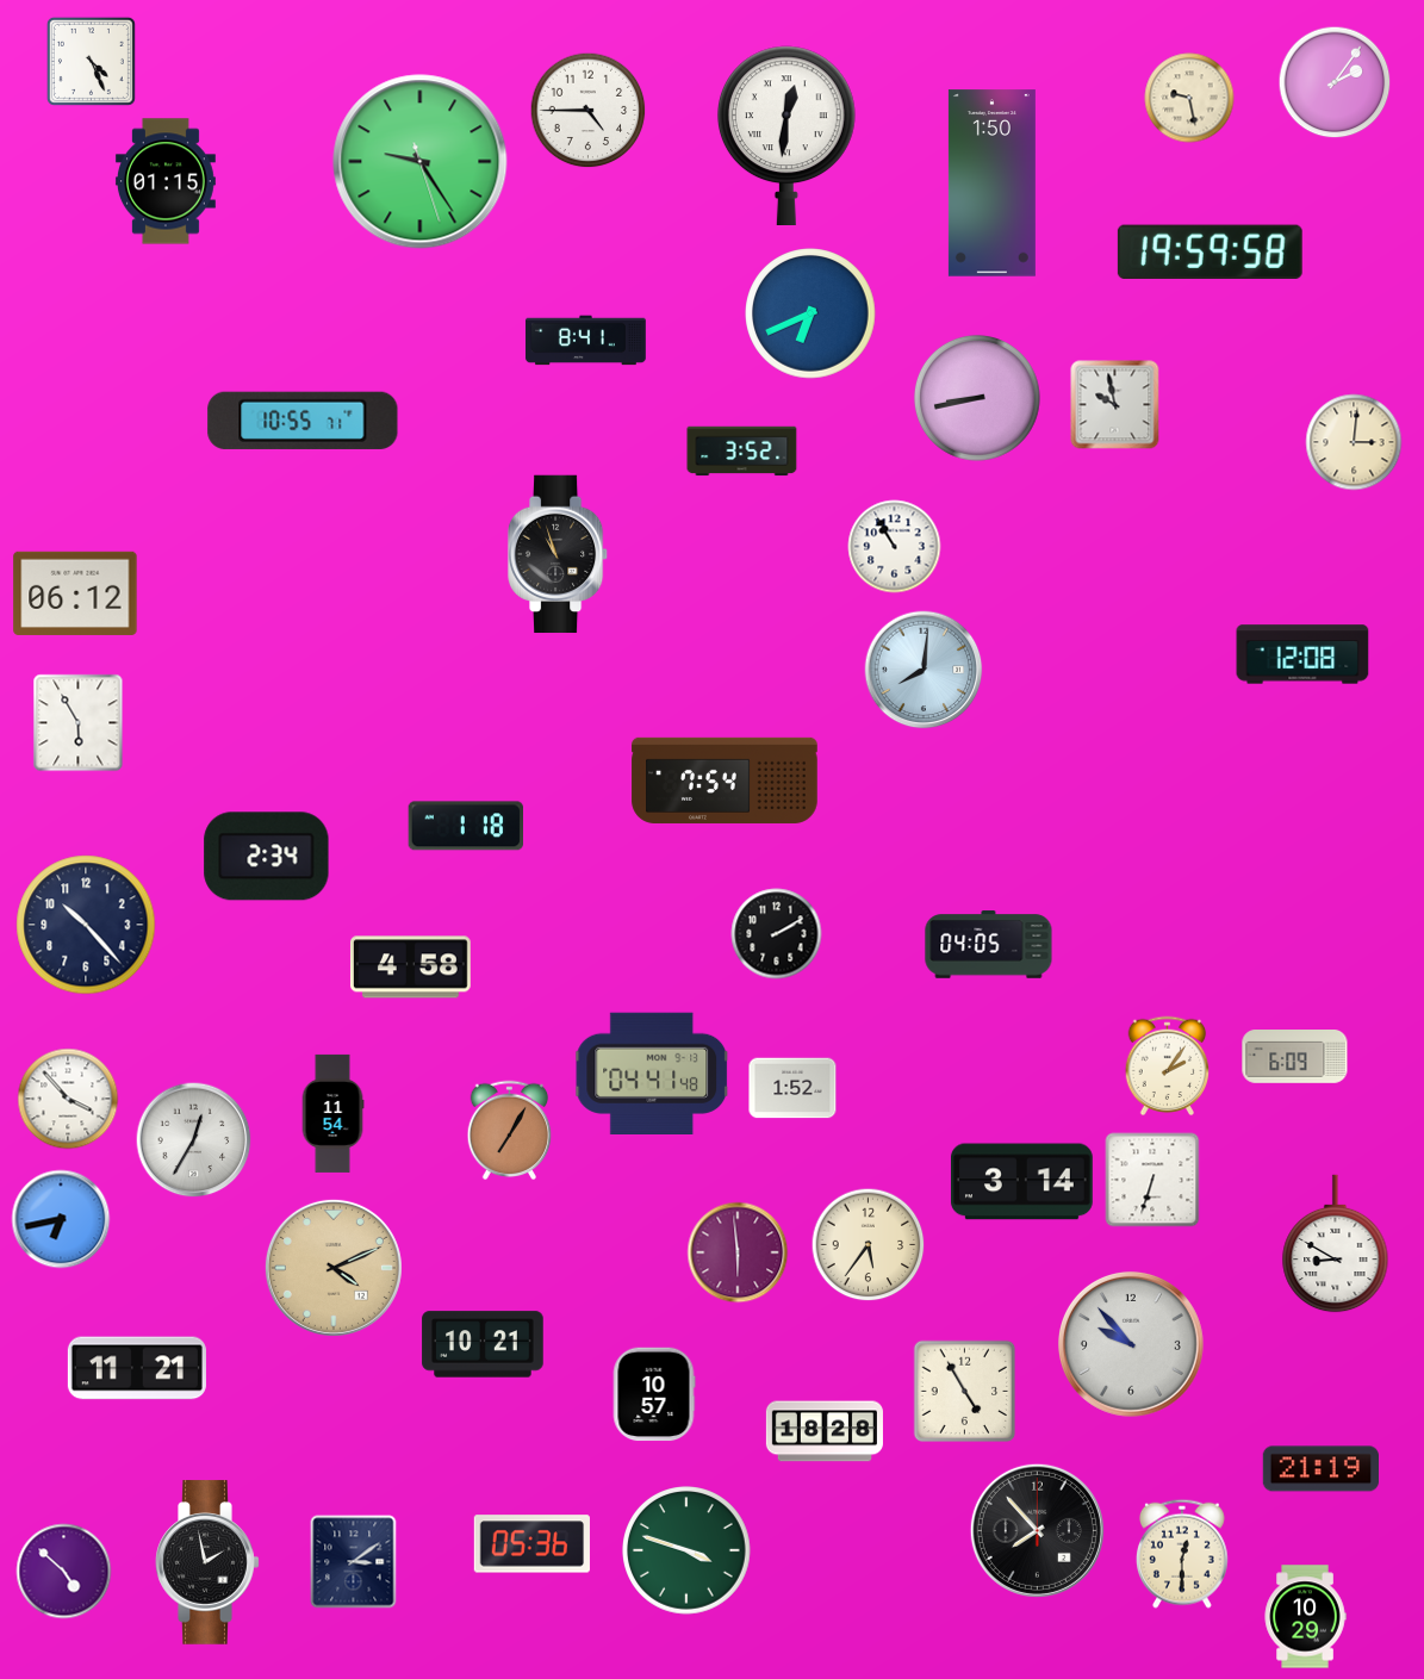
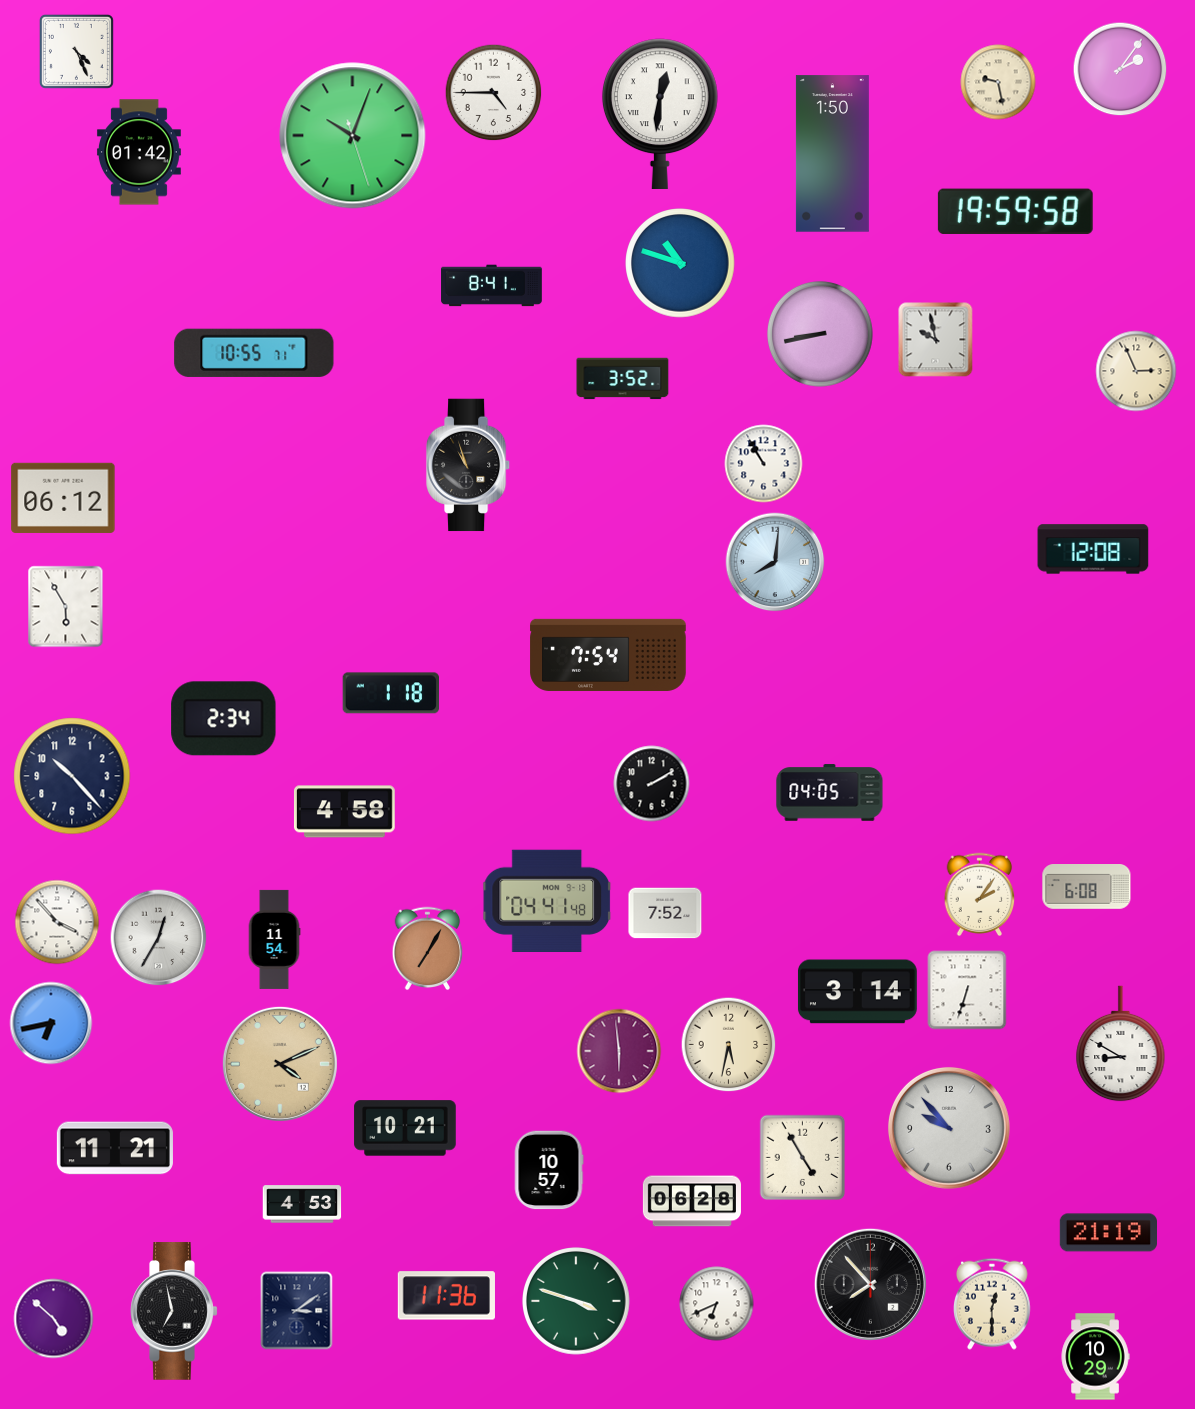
clock at (421, 162): 9:24 -> 10:03
clock at (166, 181): 01:15 -> 01:42
clock at (810, 313): 6:41 -> 10:48
clock at (1354, 442): 3:01 -> 2:56
clock at (895, 547) position: (895, 547) -> (764, 464)
clock at (1295, 1057): 6:09 -> 6:08
clock at (792, 1088): 1:52 -> 7:52
clock at (332, 1113) position: (332, 1113) -> (274, 939)
clock at (194, 1140) position: (194, 1140) -> (159, 938)
clock at (869, 1245): 5:36 -> 5:32
clock at (965, 1392) position: (965, 1392) -> (803, 1158)
clock at (825, 1431): 18:28 -> 06:28
clock at (302, 1204): none -> 4:53
clock at (531, 1544): 05:36 -> 11:36
clock at (717, 1304): none -> 6:41
clock at (207, 1562): 1:58 -> 6:58
